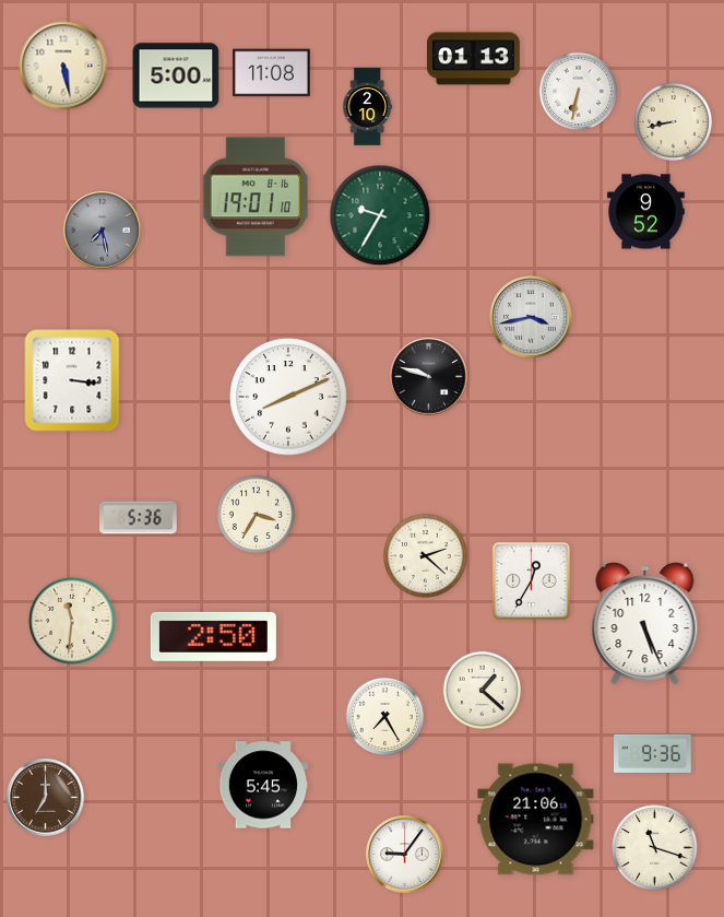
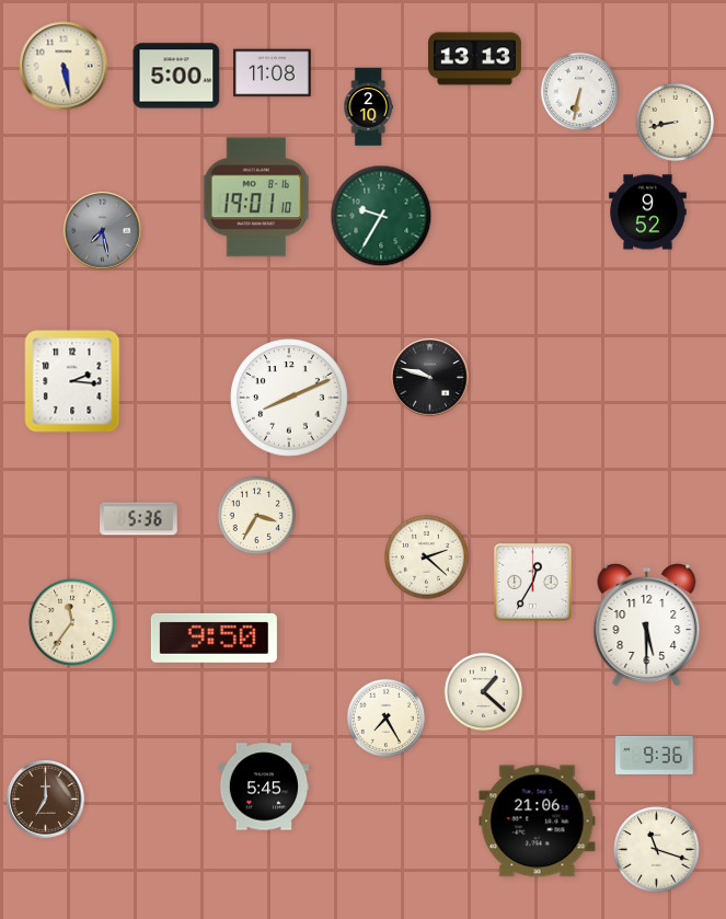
clock at (473, 59): 01:13 -> 13:13
clock at (531, 317): 3:43 -> none
clock at (72, 380): 3:16 -> 2:16
clock at (72, 621): 11:31 -> 11:36
clock at (645, 623): 5:26 -> 5:30
clock at (213, 636): 2:50 -> 9:50
clock at (405, 855): 9:06 -> none
